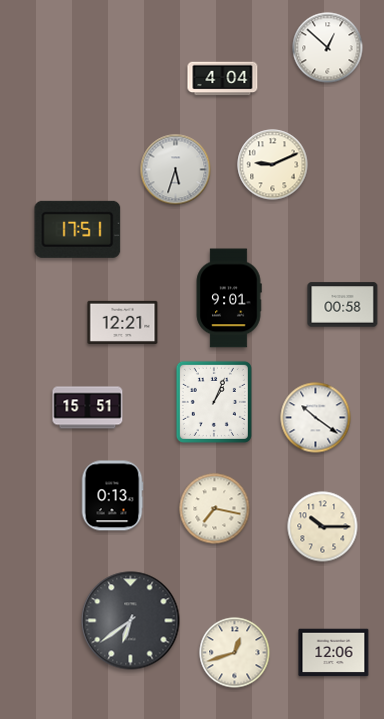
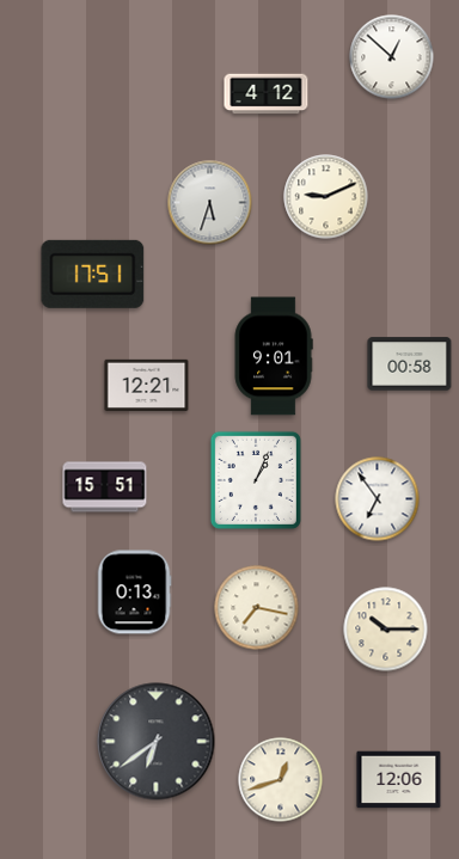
clock at (223, 79): 4:04 -> 4:12
clock at (316, 418): 10:21 -> 6:54
